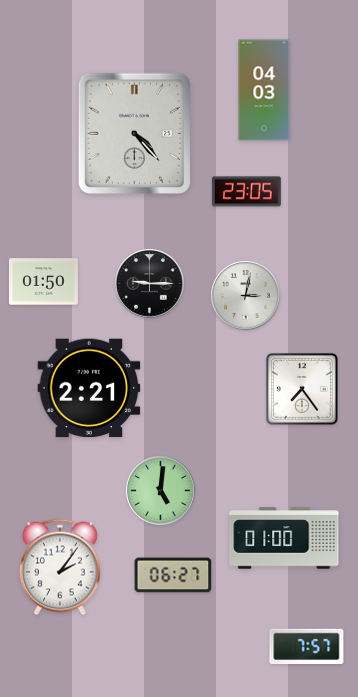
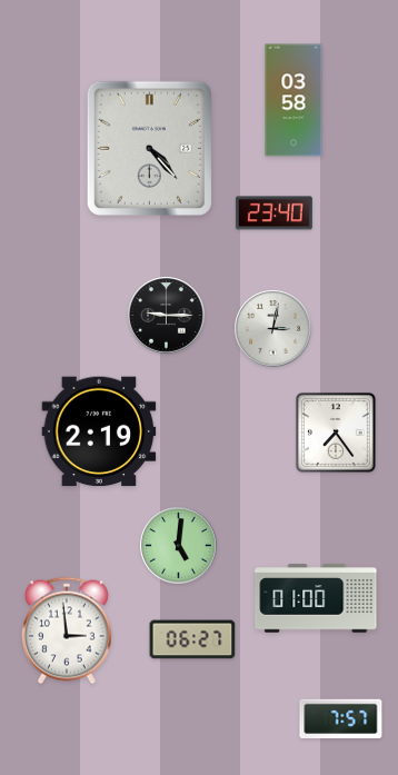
clock at (264, 90): 04:03 -> 03:58
clock at (246, 192): 23:05 -> 23:40
clock at (43, 282): 01:50 -> none
clock at (89, 388): 2:21 -> 2:19
clock at (60, 567): 2:06 -> 2:59
